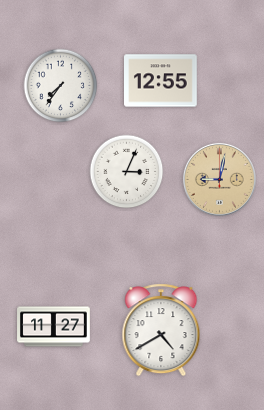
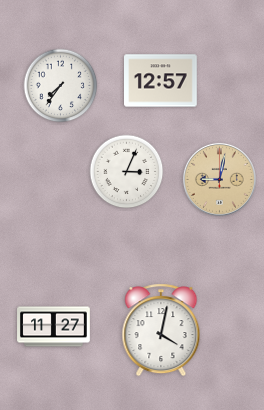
clock at (161, 81): 12:55 -> 12:57
clock at (161, 330): 4:40 -> 4:02
